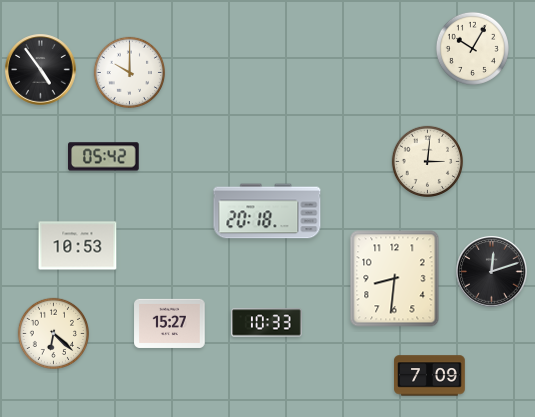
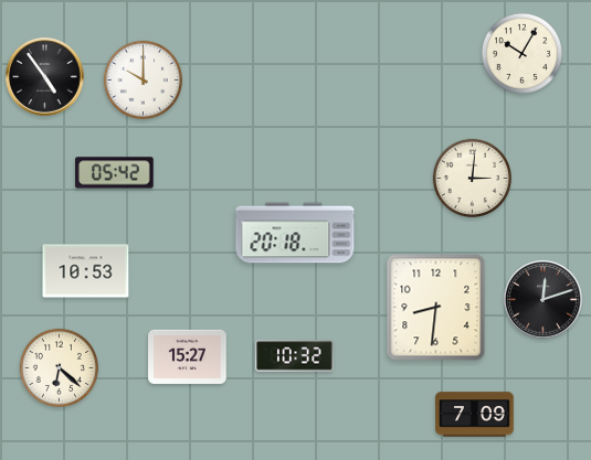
clock at (267, 323): 10:33 -> 10:32
